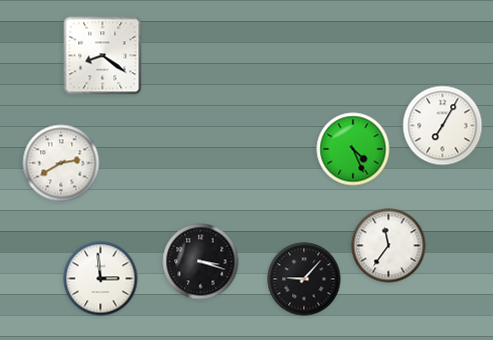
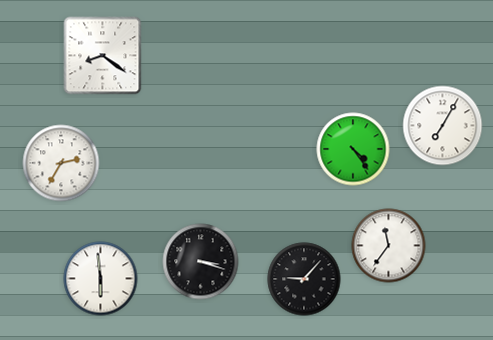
clock at (353, 149): 4:26 -> 4:24
clock at (61, 163): 2:40 -> 2:35
clock at (101, 279): 2:59 -> 5:59
